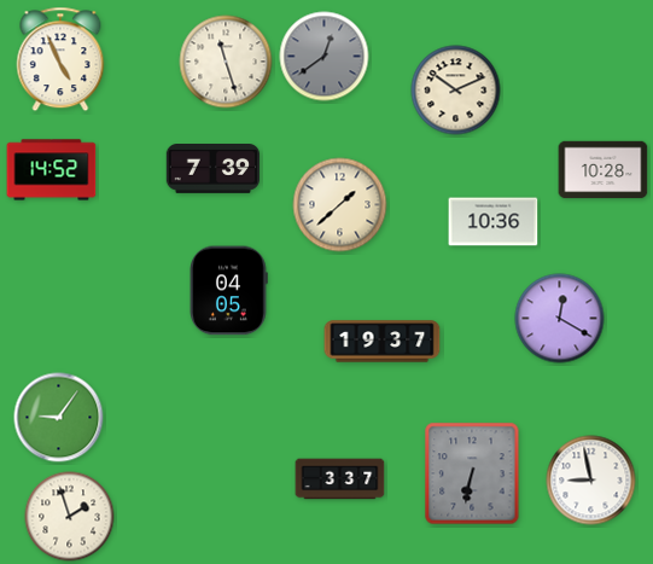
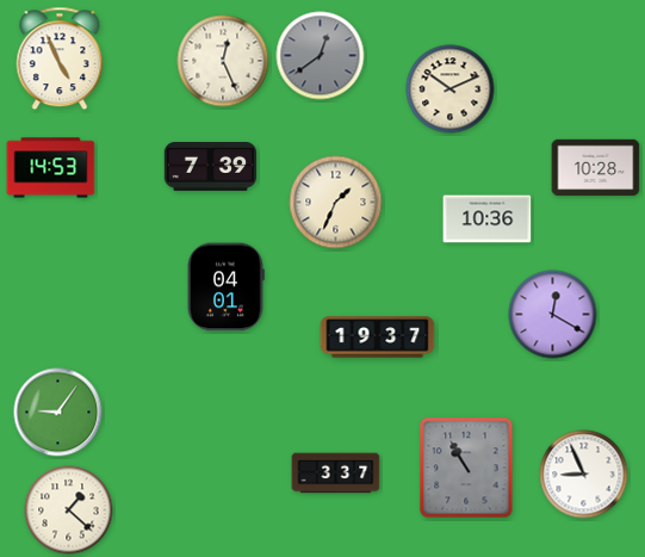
clock at (226, 62): 11:27 -> 12:26
clock at (52, 170): 14:52 -> 14:53
clock at (340, 205): 1:38 -> 1:34
clock at (228, 291): 04:05 -> 04:01
clock at (472, 473): 6:32 -> 10:55
clock at (591, 481): 8:58 -> 8:56
clock at (70, 517): 1:57 -> 1:22
